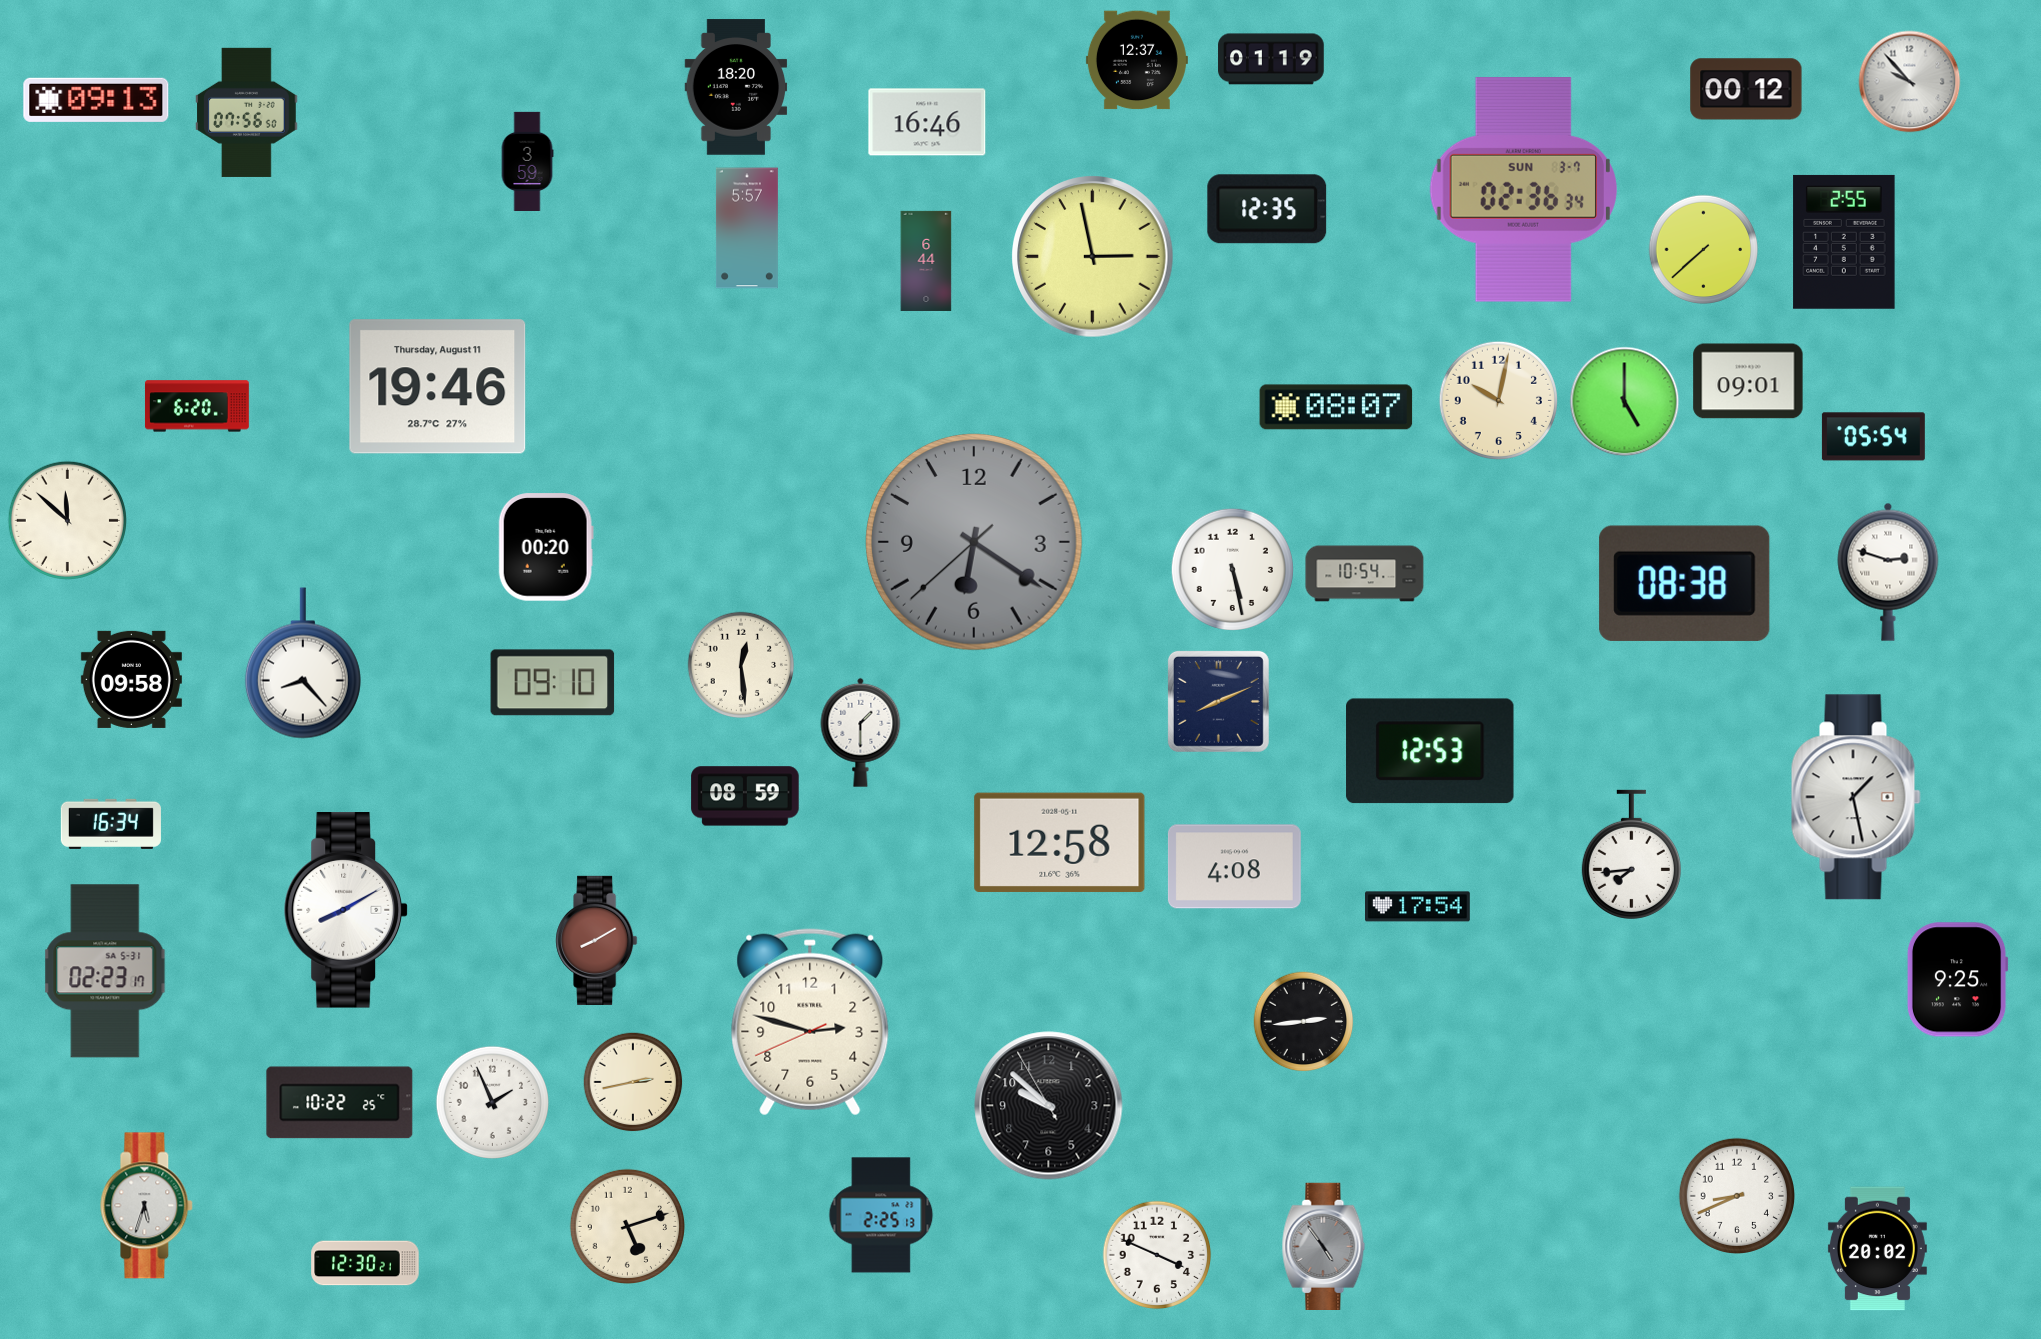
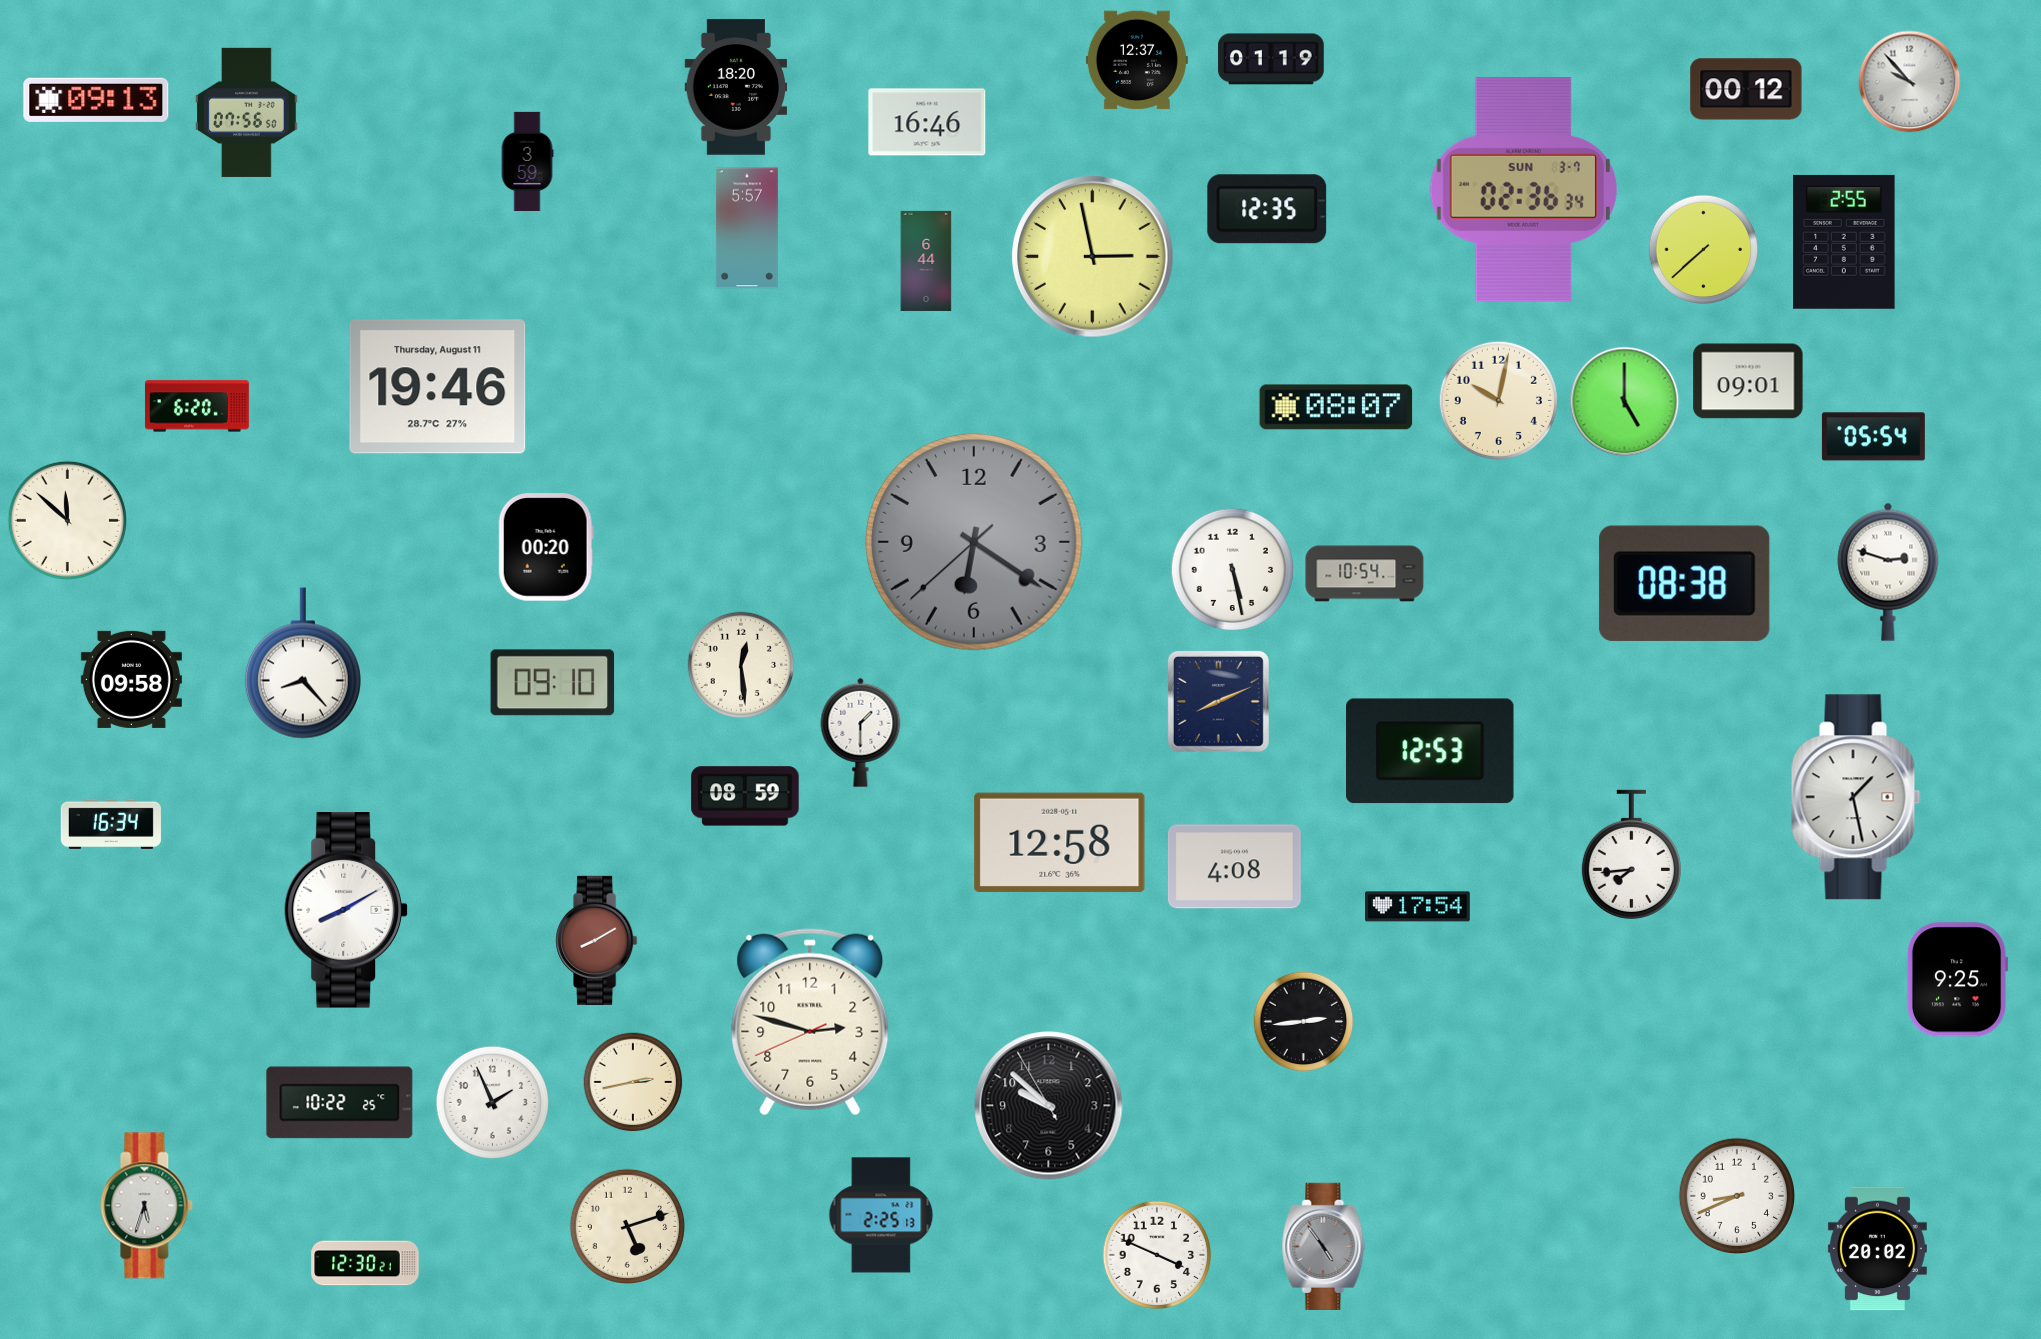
clock at (105, 971): 02:23 -> none
